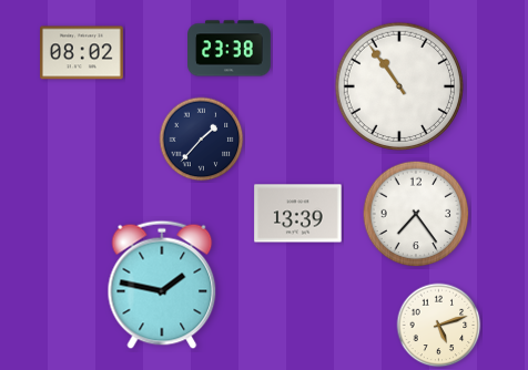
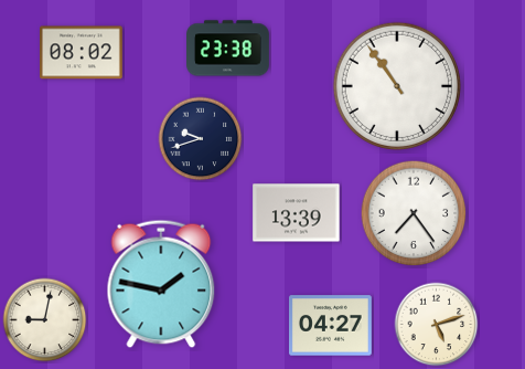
clock at (202, 140): 1:37 -> 9:42
clock at (45, 320): none -> 9:02
clock at (331, 326): none -> 04:27
